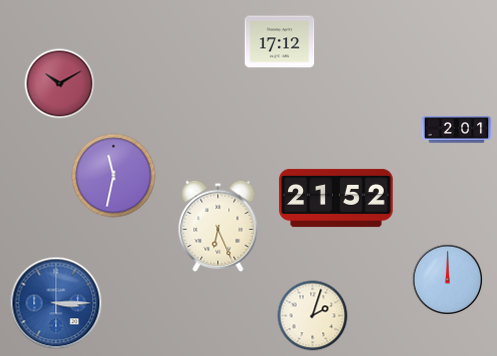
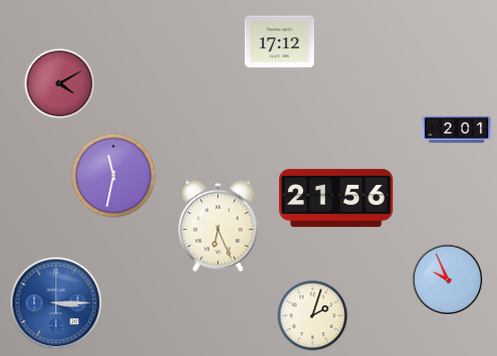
clock at (60, 84): 10:10 -> 4:10
clock at (336, 198): 21:52 -> 21:56
clock at (448, 280): 12:00 -> 9:56
